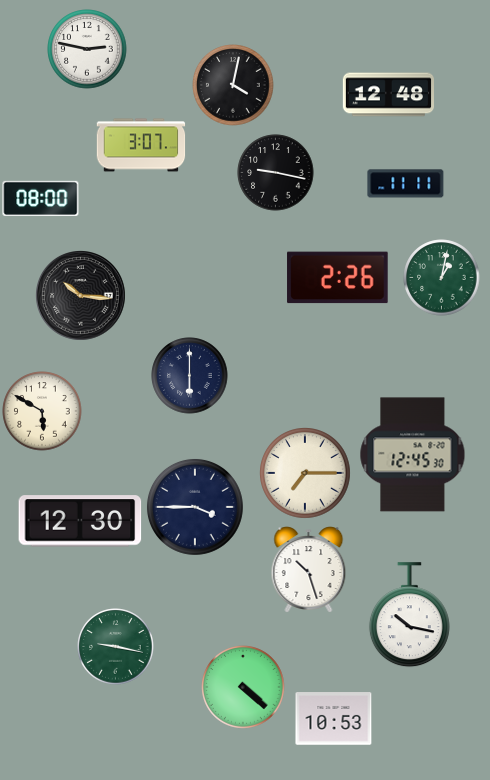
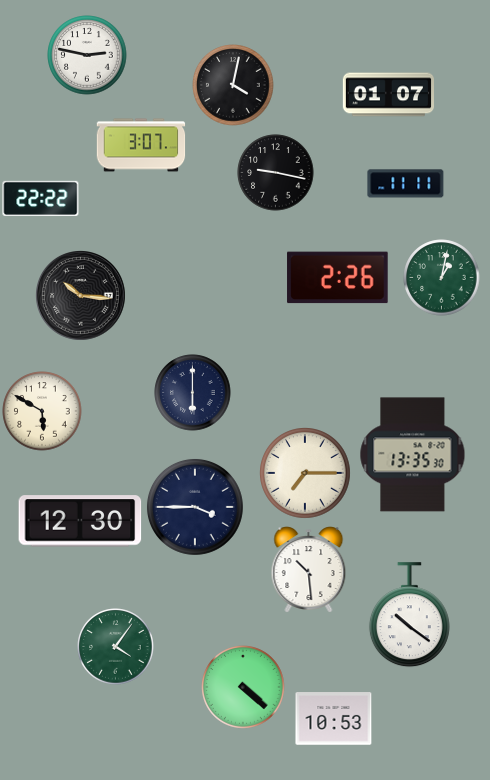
clock at (87, 49) position: (87, 49) -> (87, 55)
clock at (388, 95): 12:48 -> 01:07
clock at (41, 198): 08:00 -> 22:22
clock at (190, 376) position: (190, 376) -> (193, 393)
clock at (413, 455): 12:45 -> 13:35
clock at (309, 570): 10:27 -> 10:29
clock at (409, 615): 10:17 -> 10:21
clock at (116, 647): 9:17 -> 4:06
